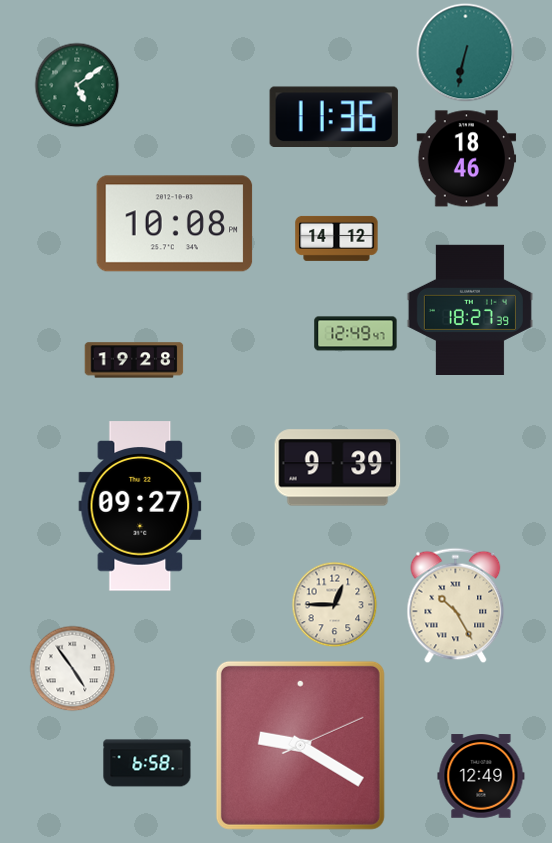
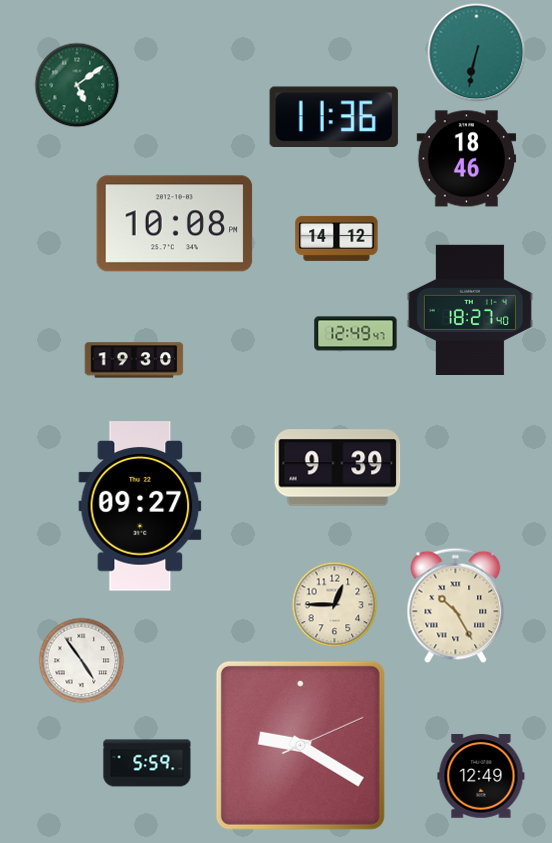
clock at (466, 53) position: (466, 53) -> (477, 53)
clock at (470, 309): 18:27:39 -> 18:27:40
clock at (134, 360): 19:28 -> 19:30
clock at (73, 669) position: (73, 669) -> (82, 661)
clock at (147, 763): 6:58 -> 5:59
